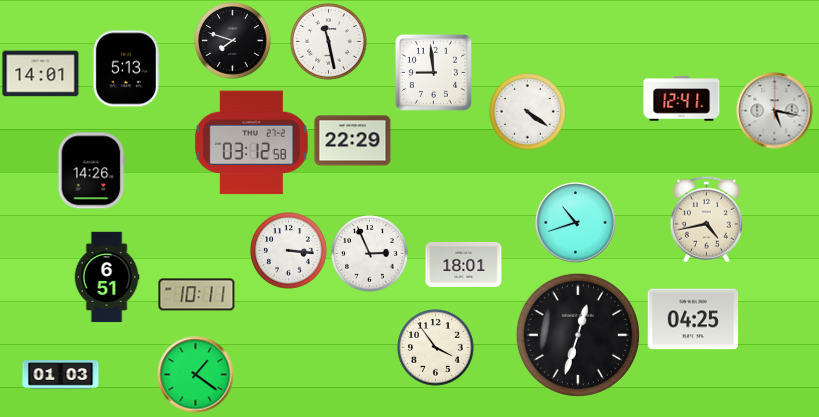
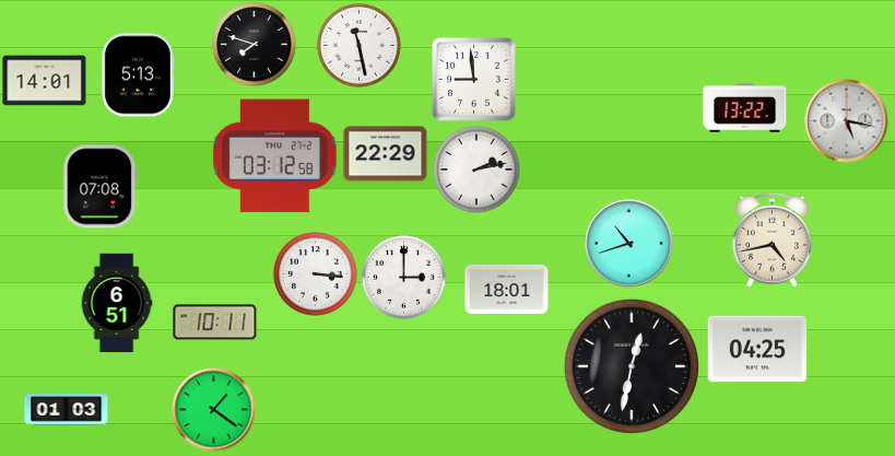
clock at (682, 99): 12:41 -> 13:22
clock at (528, 112): 4:21 -> none
clock at (476, 169): none -> 2:13
clock at (92, 171): 14:26 -> 07:08
clock at (370, 254): 2:56 -> 3:00
clock at (578, 335): 12:33 -> 12:32
clock at (436, 348): 3:54 -> none
